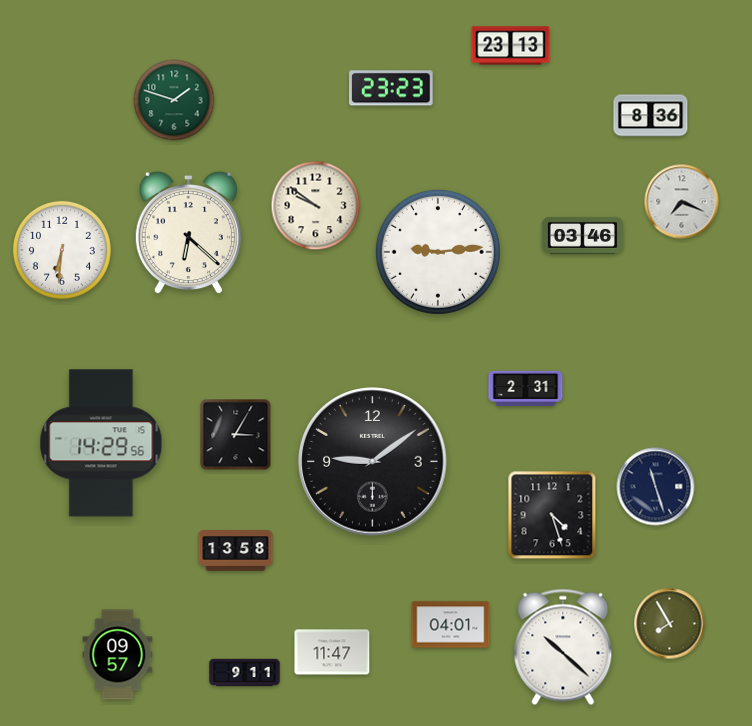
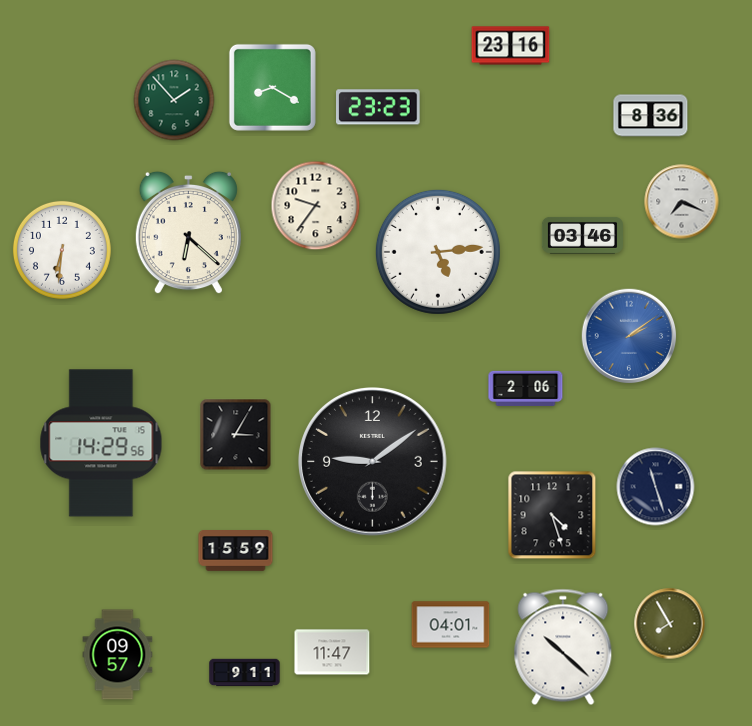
clock at (511, 46): 23:13 -> 23:16
clock at (272, 87): none -> 8:20
clock at (392, 88) position: (392, 88) -> (379, 107)
clock at (174, 100): 1:48 -> 1:53
clock at (316, 206): 9:51 -> 9:36
clock at (438, 252): 9:14 -> 5:14
clock at (629, 336): none -> 2:09
clock at (526, 388): 2:31 -> 2:06
clock at (236, 551): 13:58 -> 15:59
